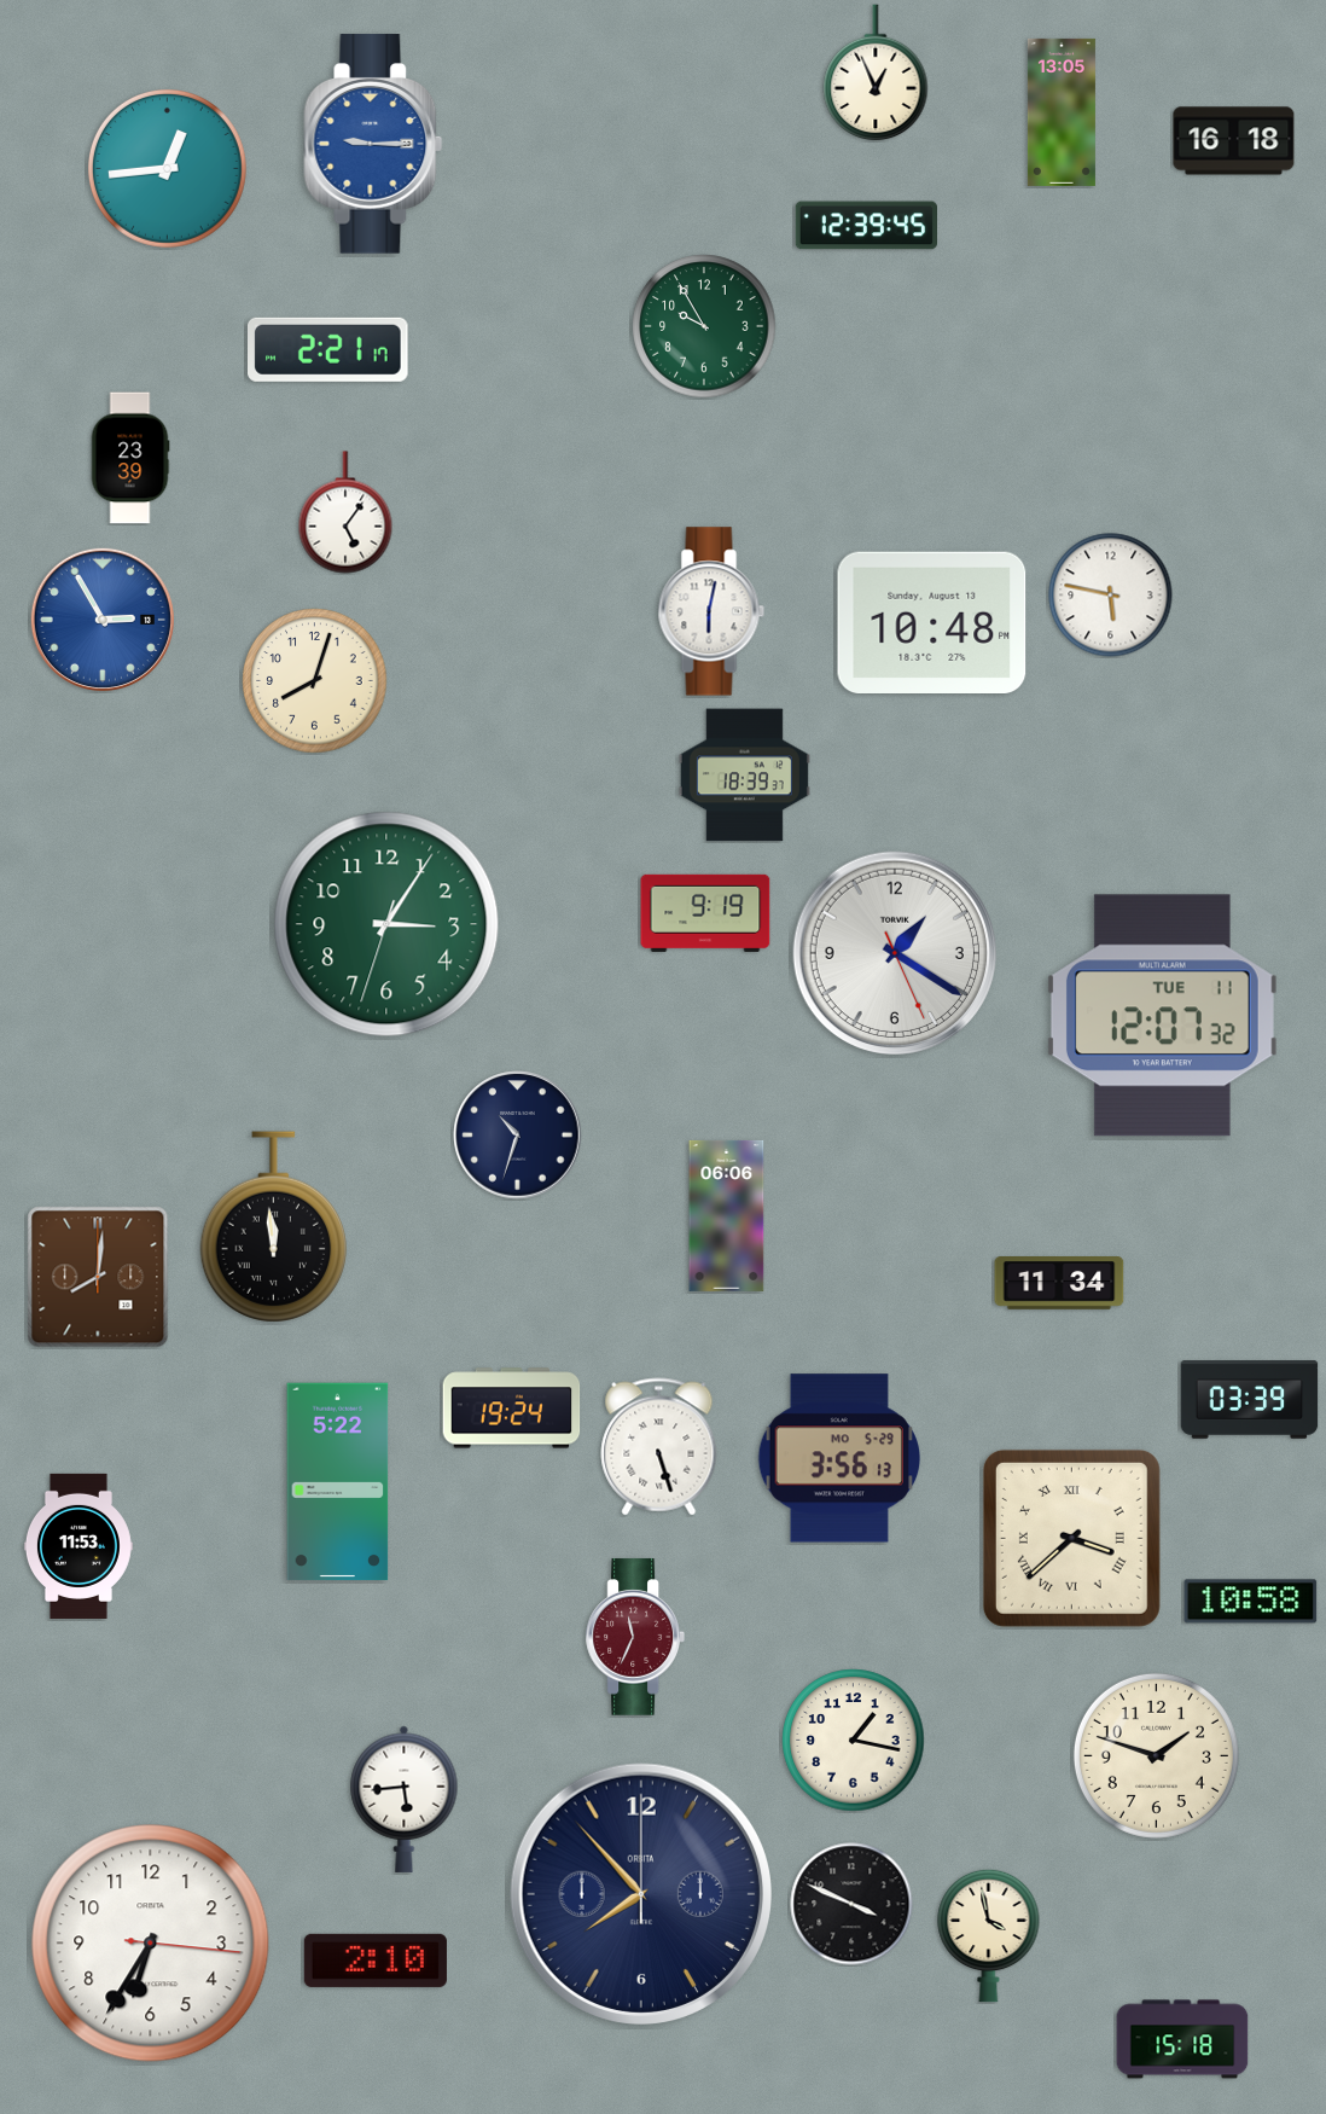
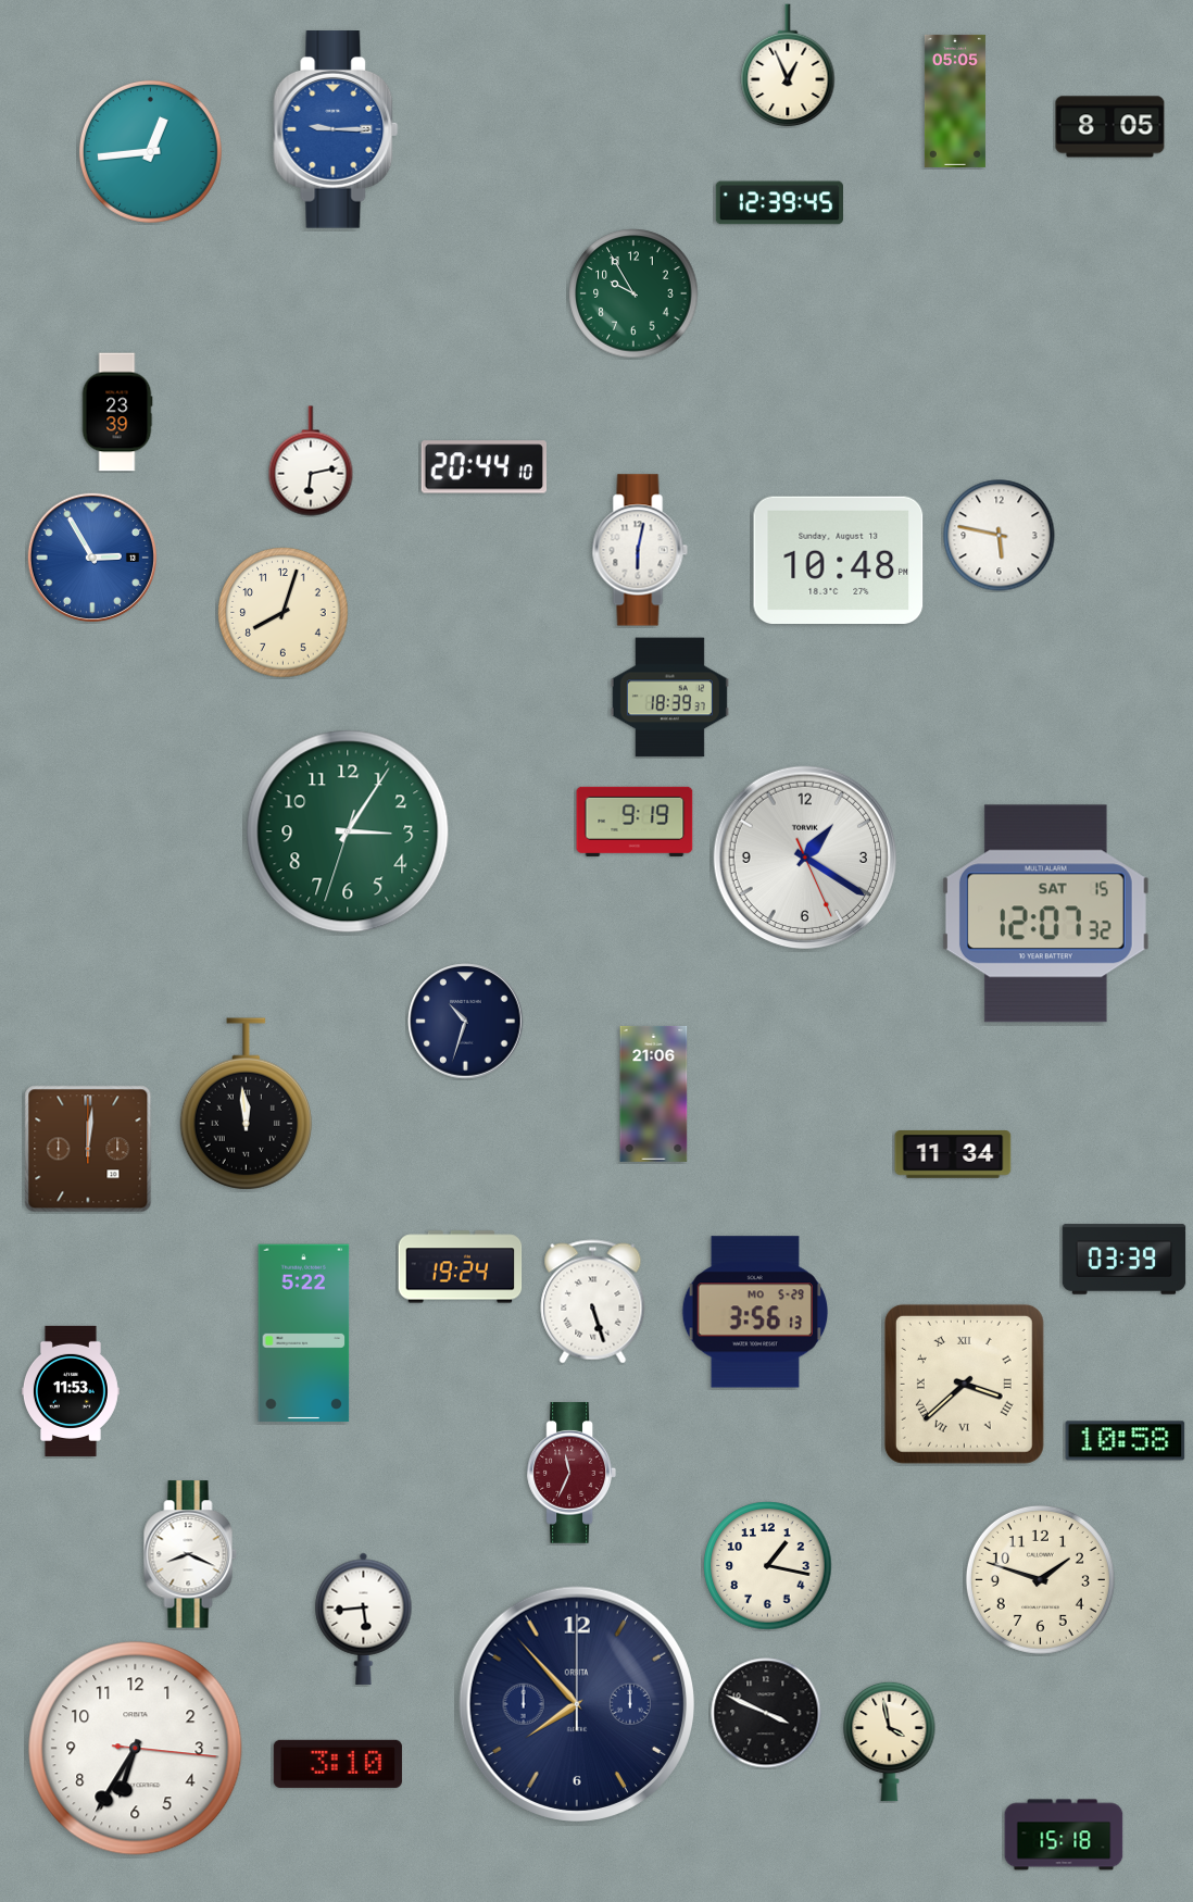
clock at (1062, 112): 13:05 -> 05:05
clock at (1234, 141): 16:18 -> 8:05
clock at (328, 349): 2:21 -> none
clock at (345, 512): 5:06 -> 6:13
clock at (484, 467): none -> 20:44
clock at (1162, 1016) date: TUE 11 -> SAT 15
clock at (727, 1215): 06:06 -> 21:06
clock at (98, 1277): 8:01 -> 12:01
clock at (190, 1554): none -> 8:19
clock at (376, 1961): 2:10 -> 3:10
